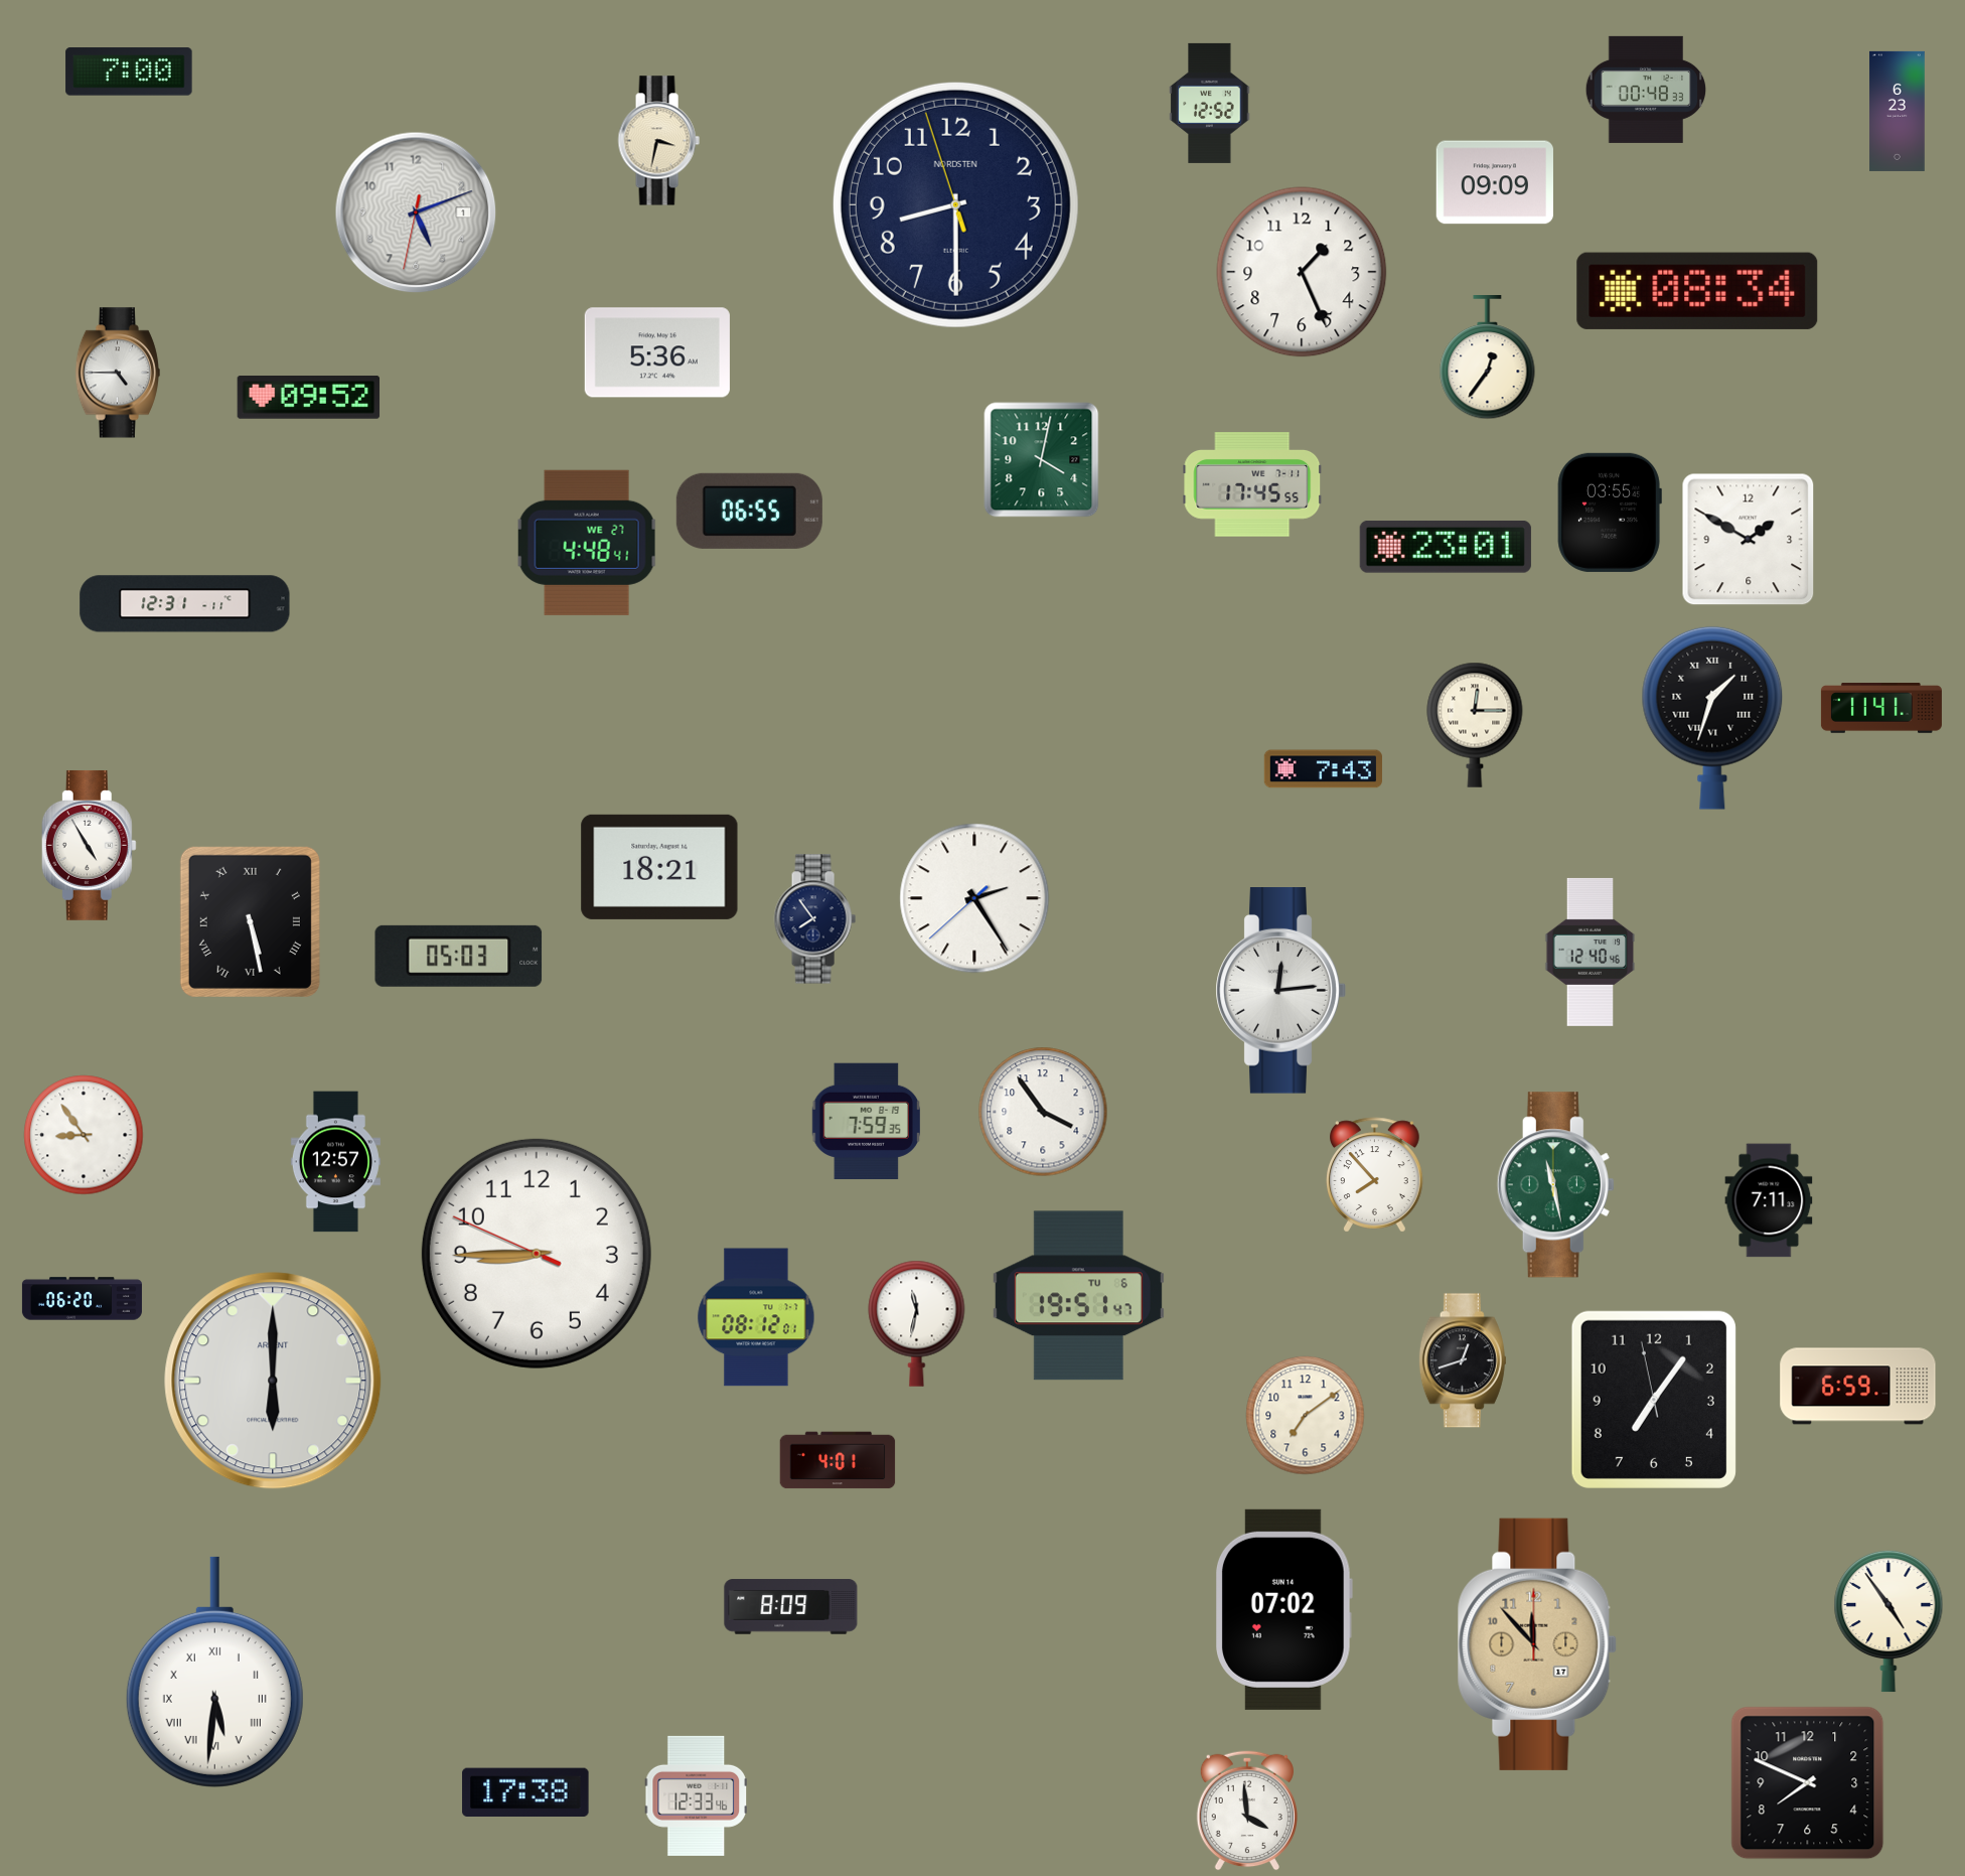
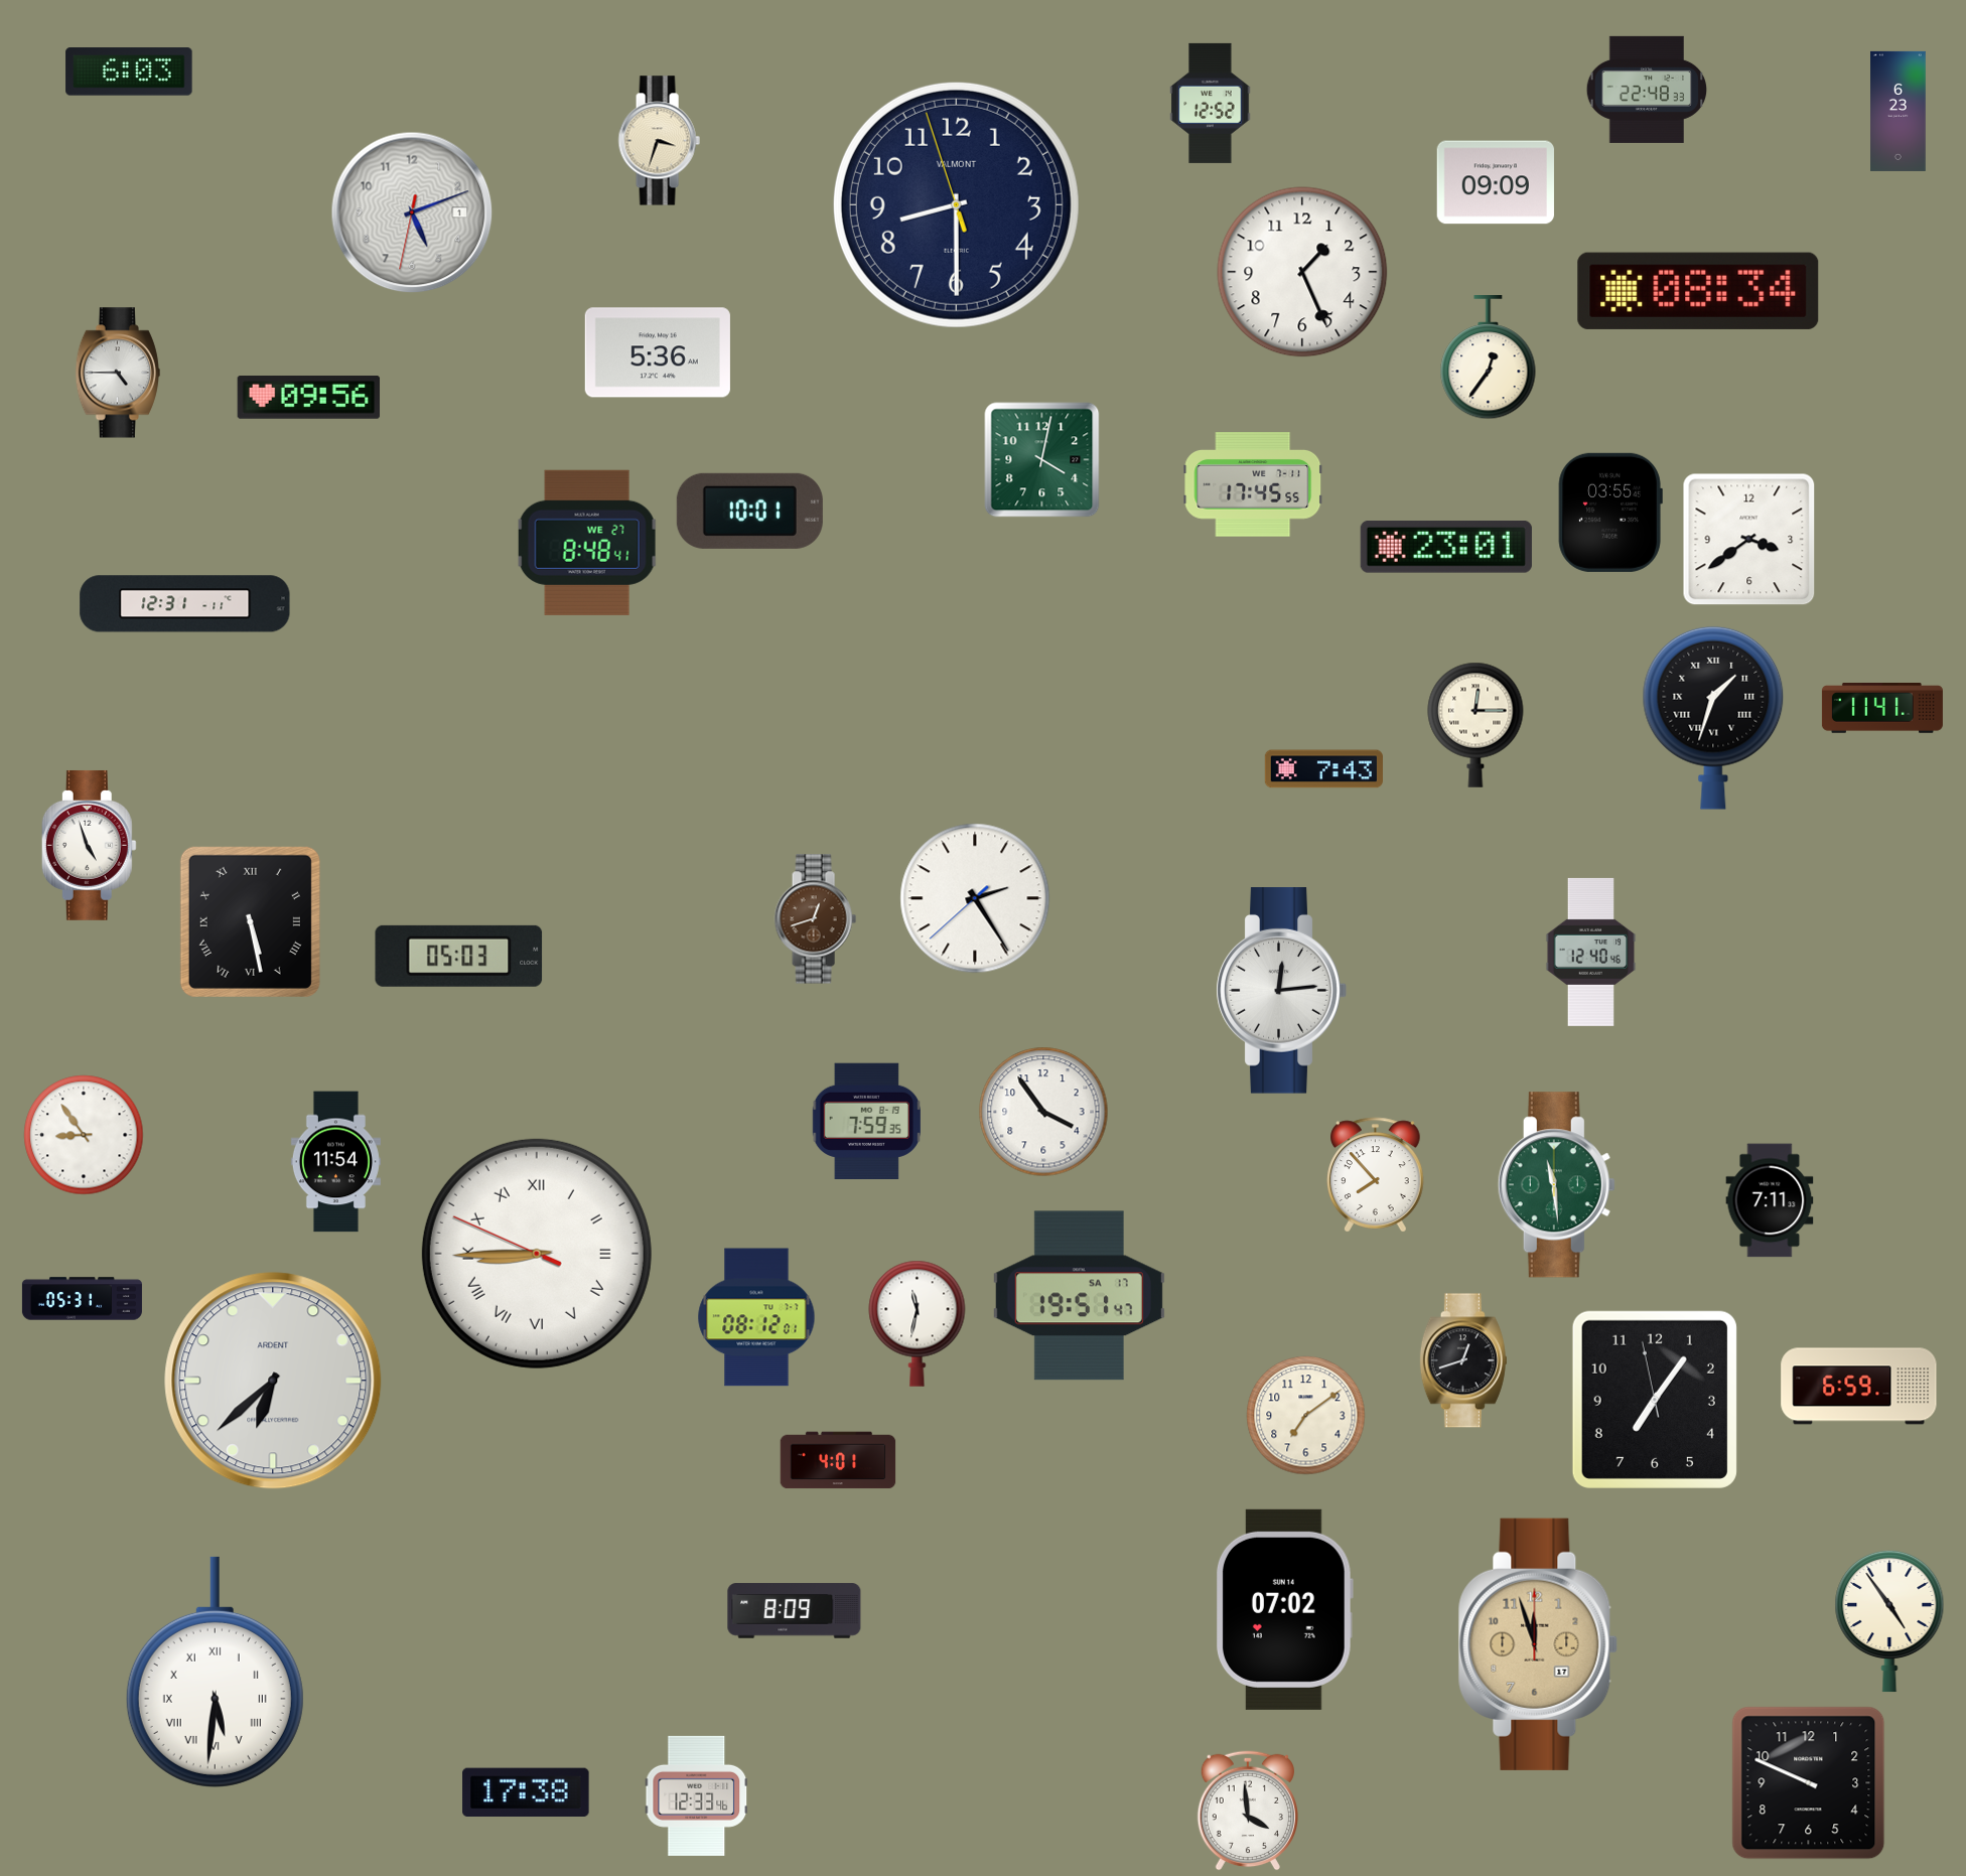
clock at (129, 71): 7:00 -> 6:03
clock at (1646, 90): 00:48 -> 22:48
clock at (658, 141): 3:32 -> 3:33
clock at (955, 204) brand: NORDSTEN -> VALMONT
clock at (416, 212) position: (416, 212) -> (412, 212)
clock at (309, 398): 09:52 -> 09:56
clock at (749, 511): 06:55 -> 10:01
clock at (1749, 540): 1:50 -> 3:39
clock at (587, 543): 4:48 -> 8:48
clock at (89, 845): 4:55 -> 4:57
clock at (659, 867): 18:21 -> none
clock at (814, 919): 7:54 -> 12:42
clock at (814, 919) dial: navy -> brown
clock at (335, 1162): 12:57 -> 11:54
clock at (1555, 1185): 11:28 -> 11:29
clock at (537, 1254) numerals: Arabic -> Roman
clock at (1078, 1296) date: TU 6 -> SA 17
clock at (82, 1299): 06:20 -> 05:31
clock at (273, 1381): 6:00 -> 6:38
clock at (791, 1607) position: (791, 1607) -> (795, 1611)
clock at (1537, 1644): 11:53 -> 11:57
clock at (1808, 1783): 7:49 -> 9:49
